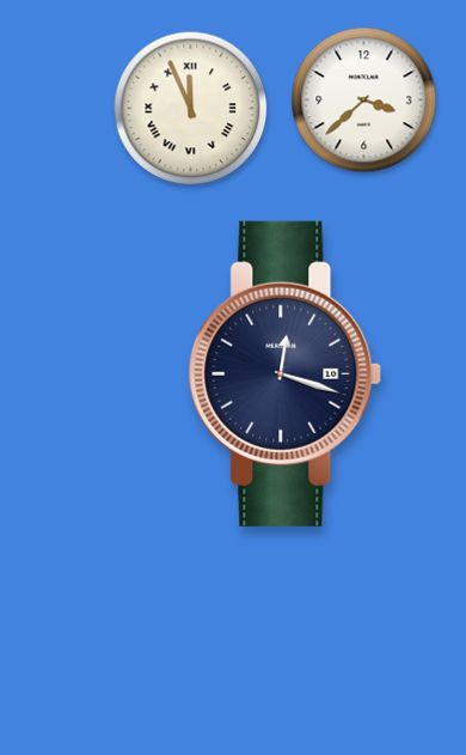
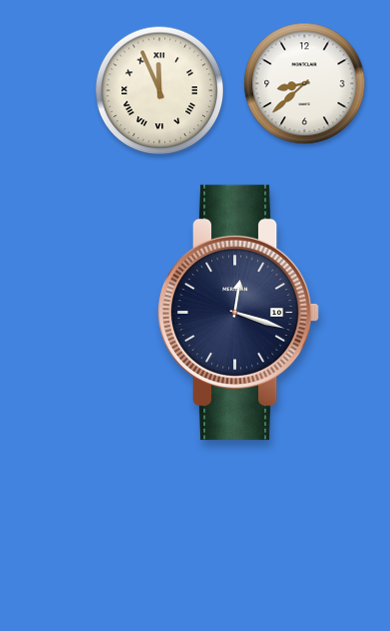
clock at (364, 101): 3:38 -> 8:38
